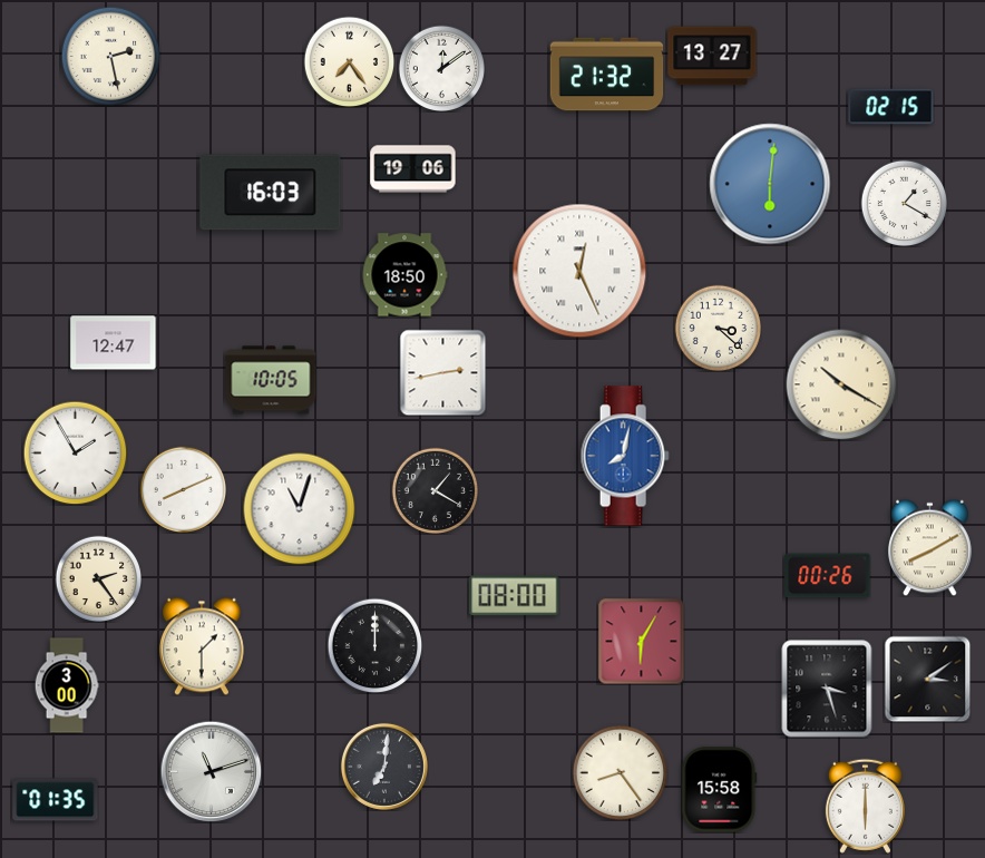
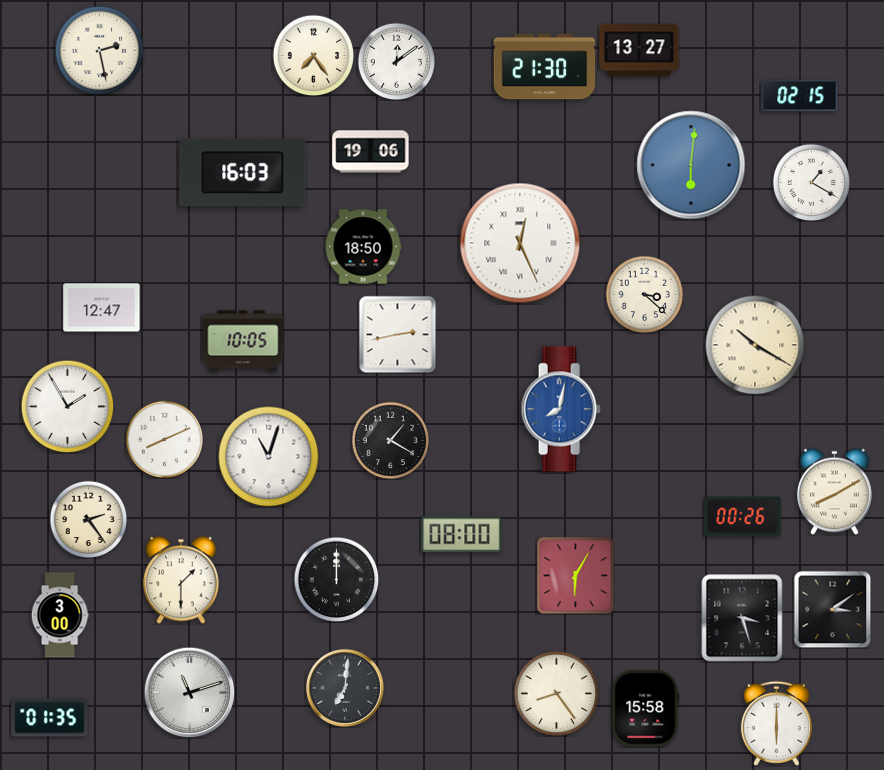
clock at (607, 75): 21:32 -> 21:30
